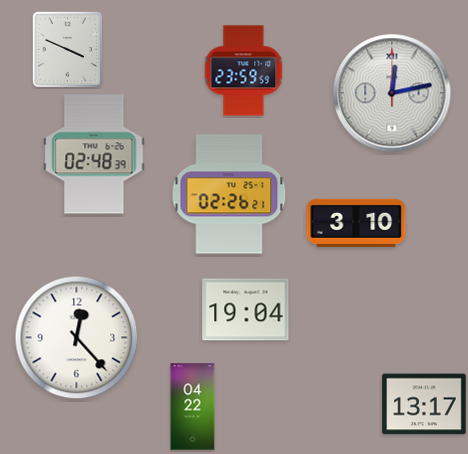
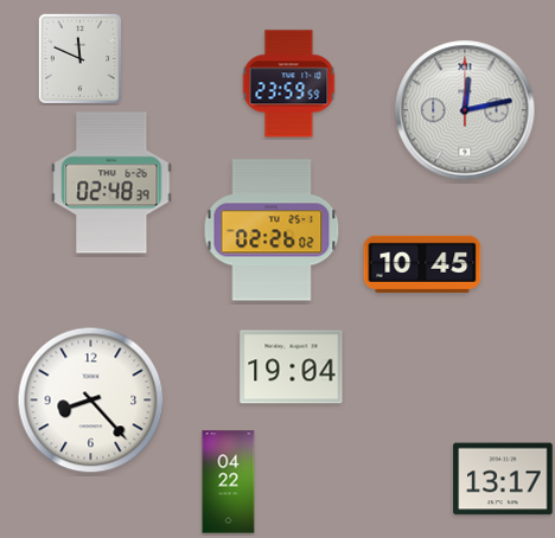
clock at (67, 49): 3:49 -> 11:49
clock at (229, 194): 02:26:21 -> 02:26:02
clock at (356, 223): 3:10 -> 10:45
clock at (77, 338): 12:23 -> 8:23
